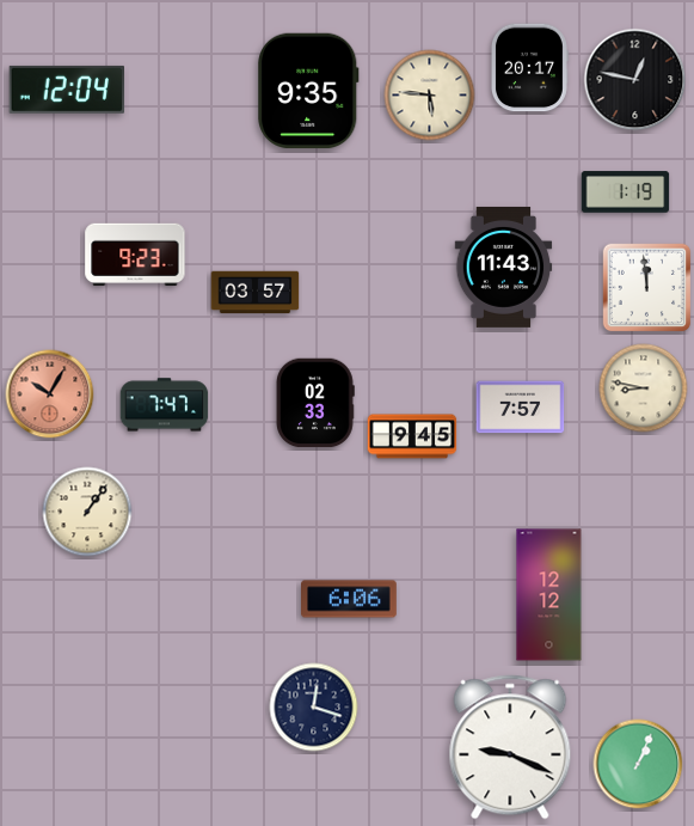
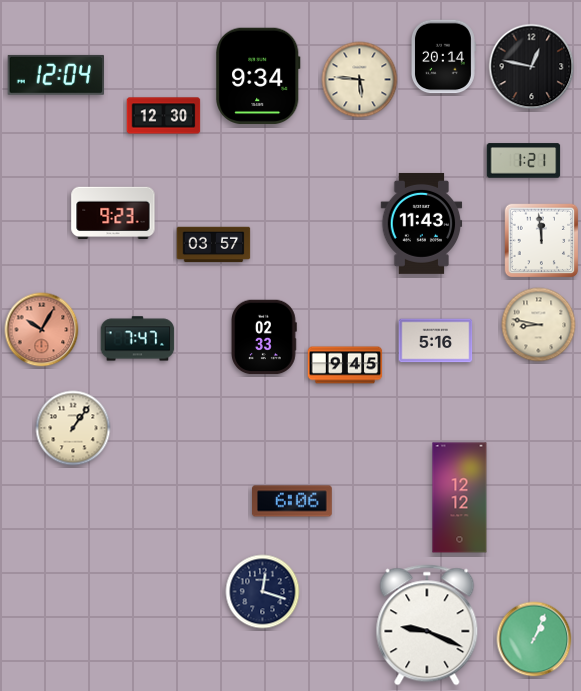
clock at (530, 68): 20:17 -> 20:14
clock at (309, 91): 9:35 -> 9:34
clock at (164, 116): none -> 12:30
clock at (626, 192): 1:19 -> 1:21
clock at (521, 408): 7:57 -> 5:16
